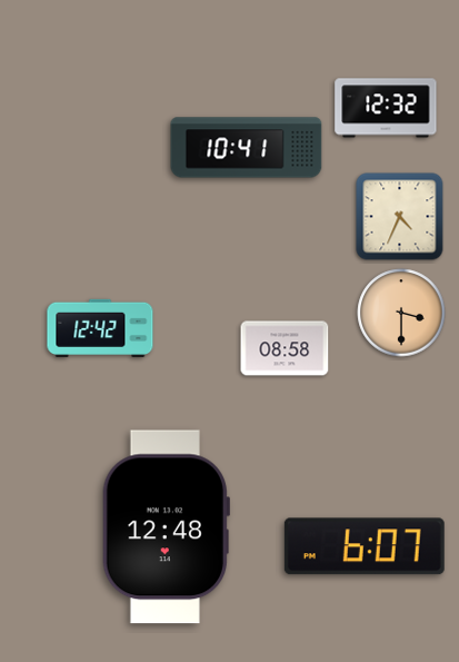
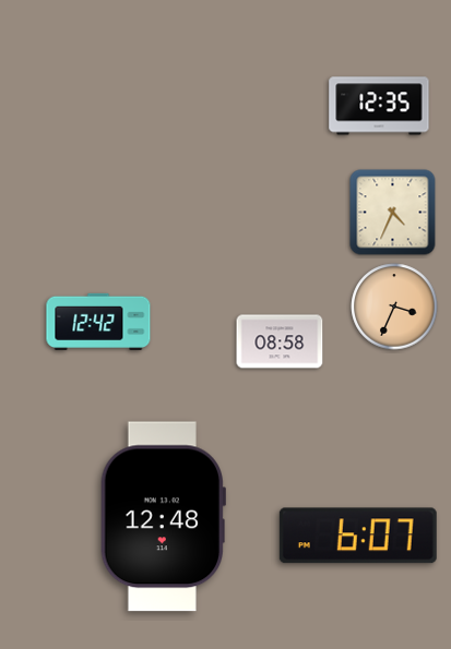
clock at (386, 108): 12:32 -> 12:35
clock at (247, 148): 10:41 -> none
clock at (401, 313): 3:30 -> 3:34
